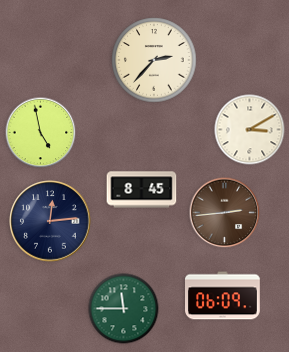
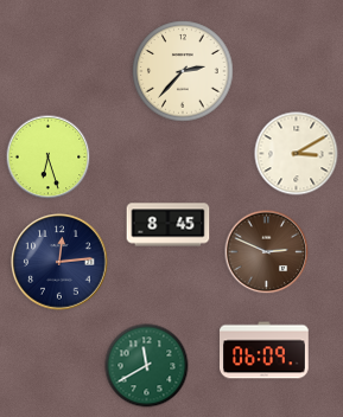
clock at (41, 133): 4:58 -> 6:27
clock at (225, 213): 2:44 -> 2:49
clock at (124, 309): 11:45 -> 11:40
